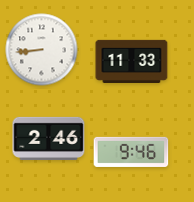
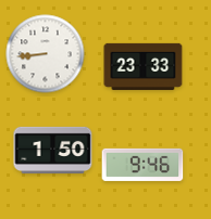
clock at (132, 61): 11:33 -> 23:33
clock at (49, 138): 2:46 -> 1:50
